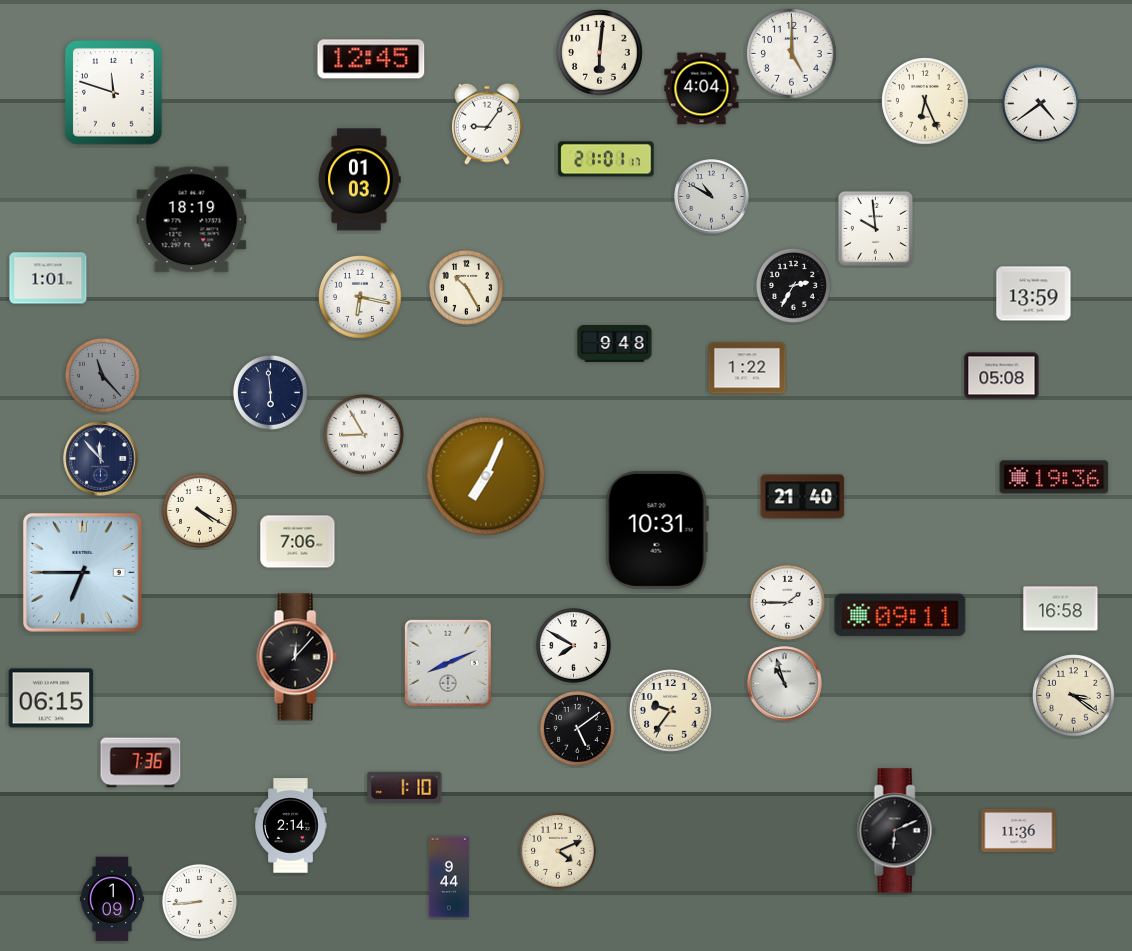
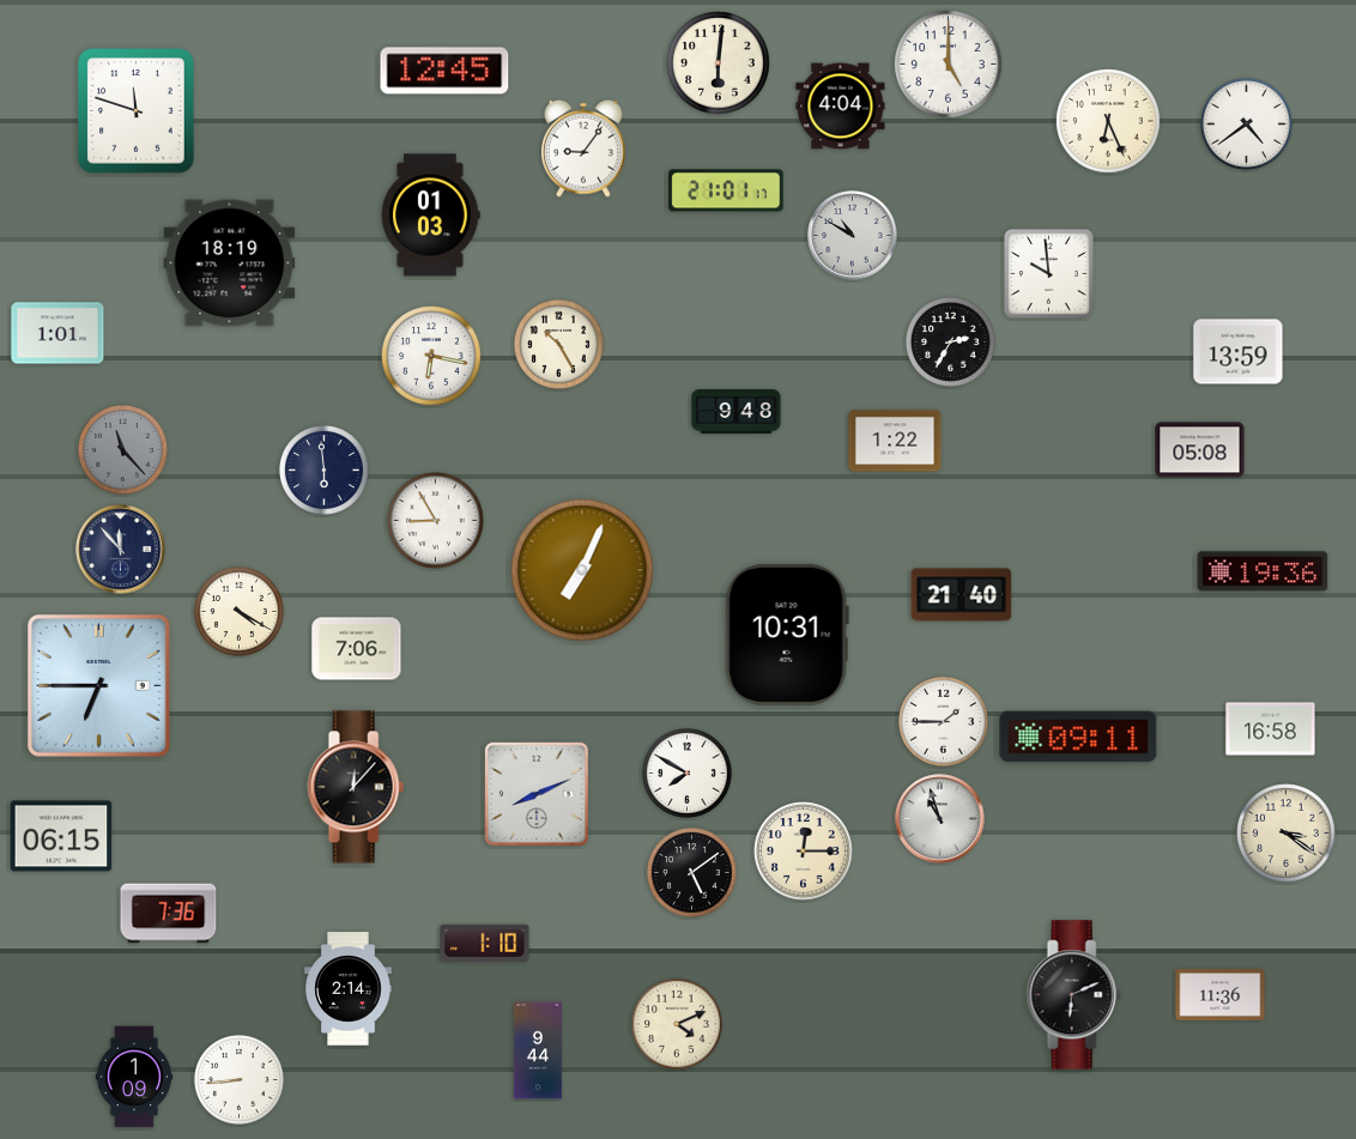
clock at (671, 711): 9:36 -> 12:15
clock at (559, 852) position: (559, 852) -> (678, 1025)
